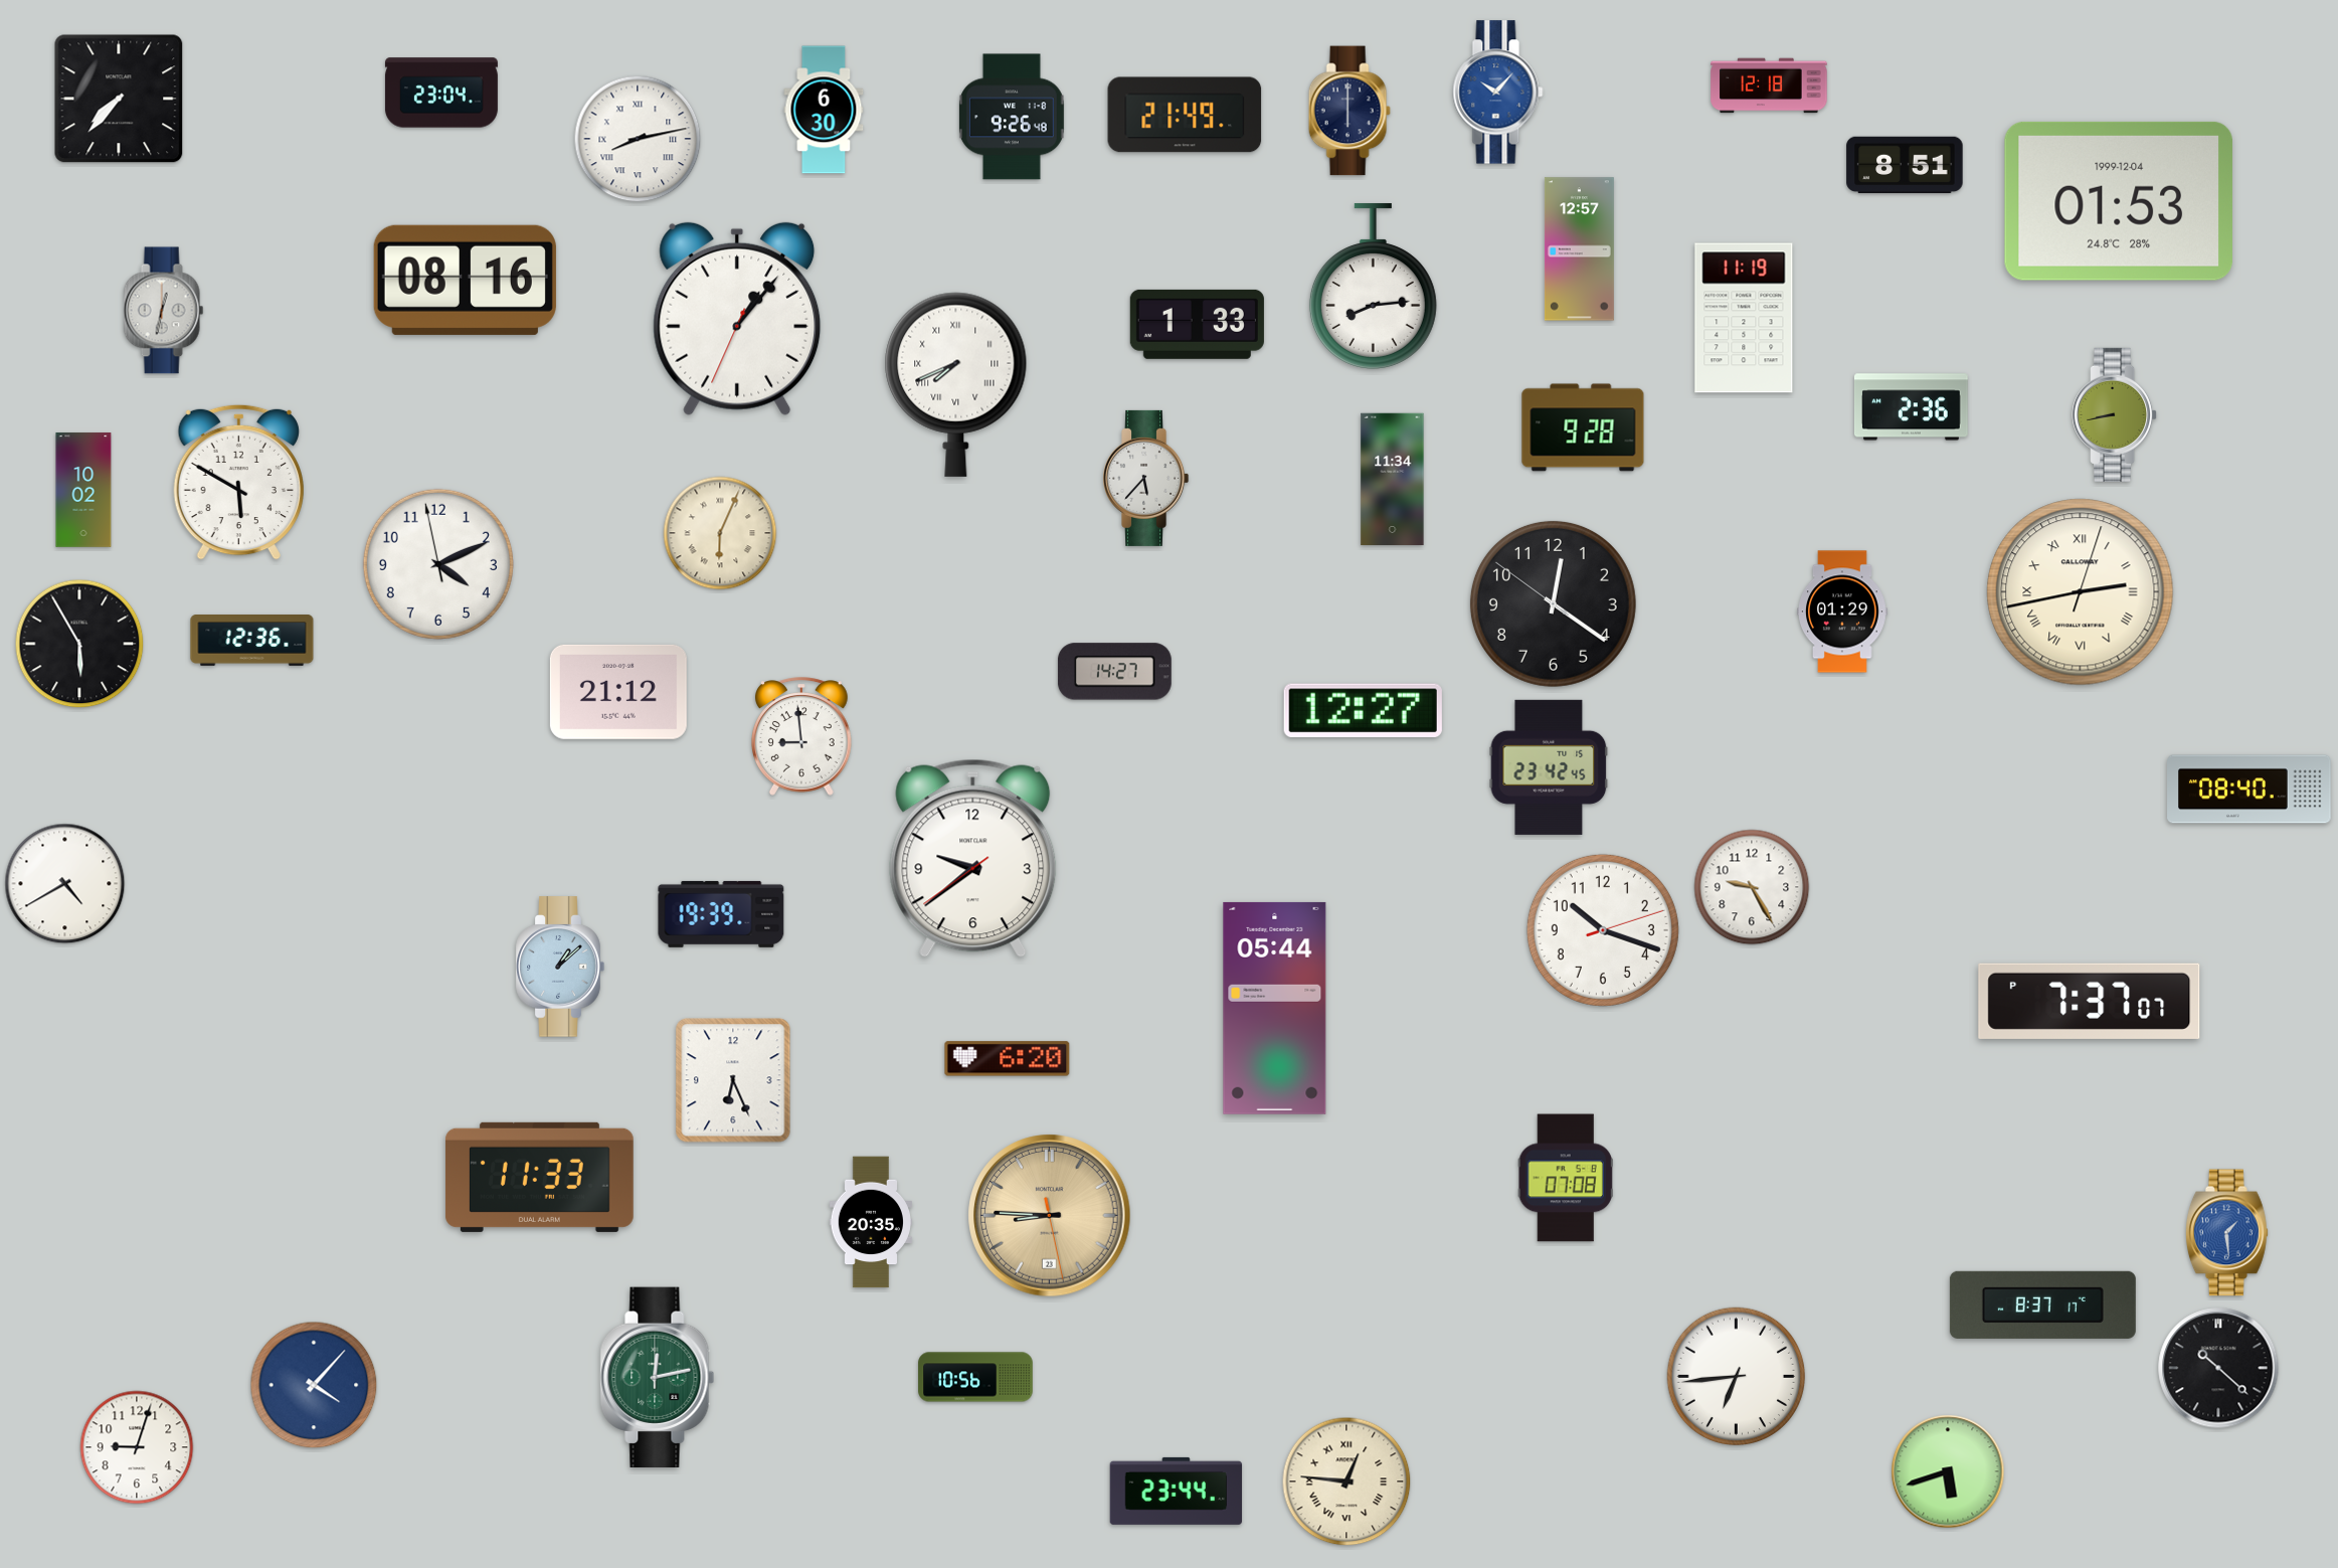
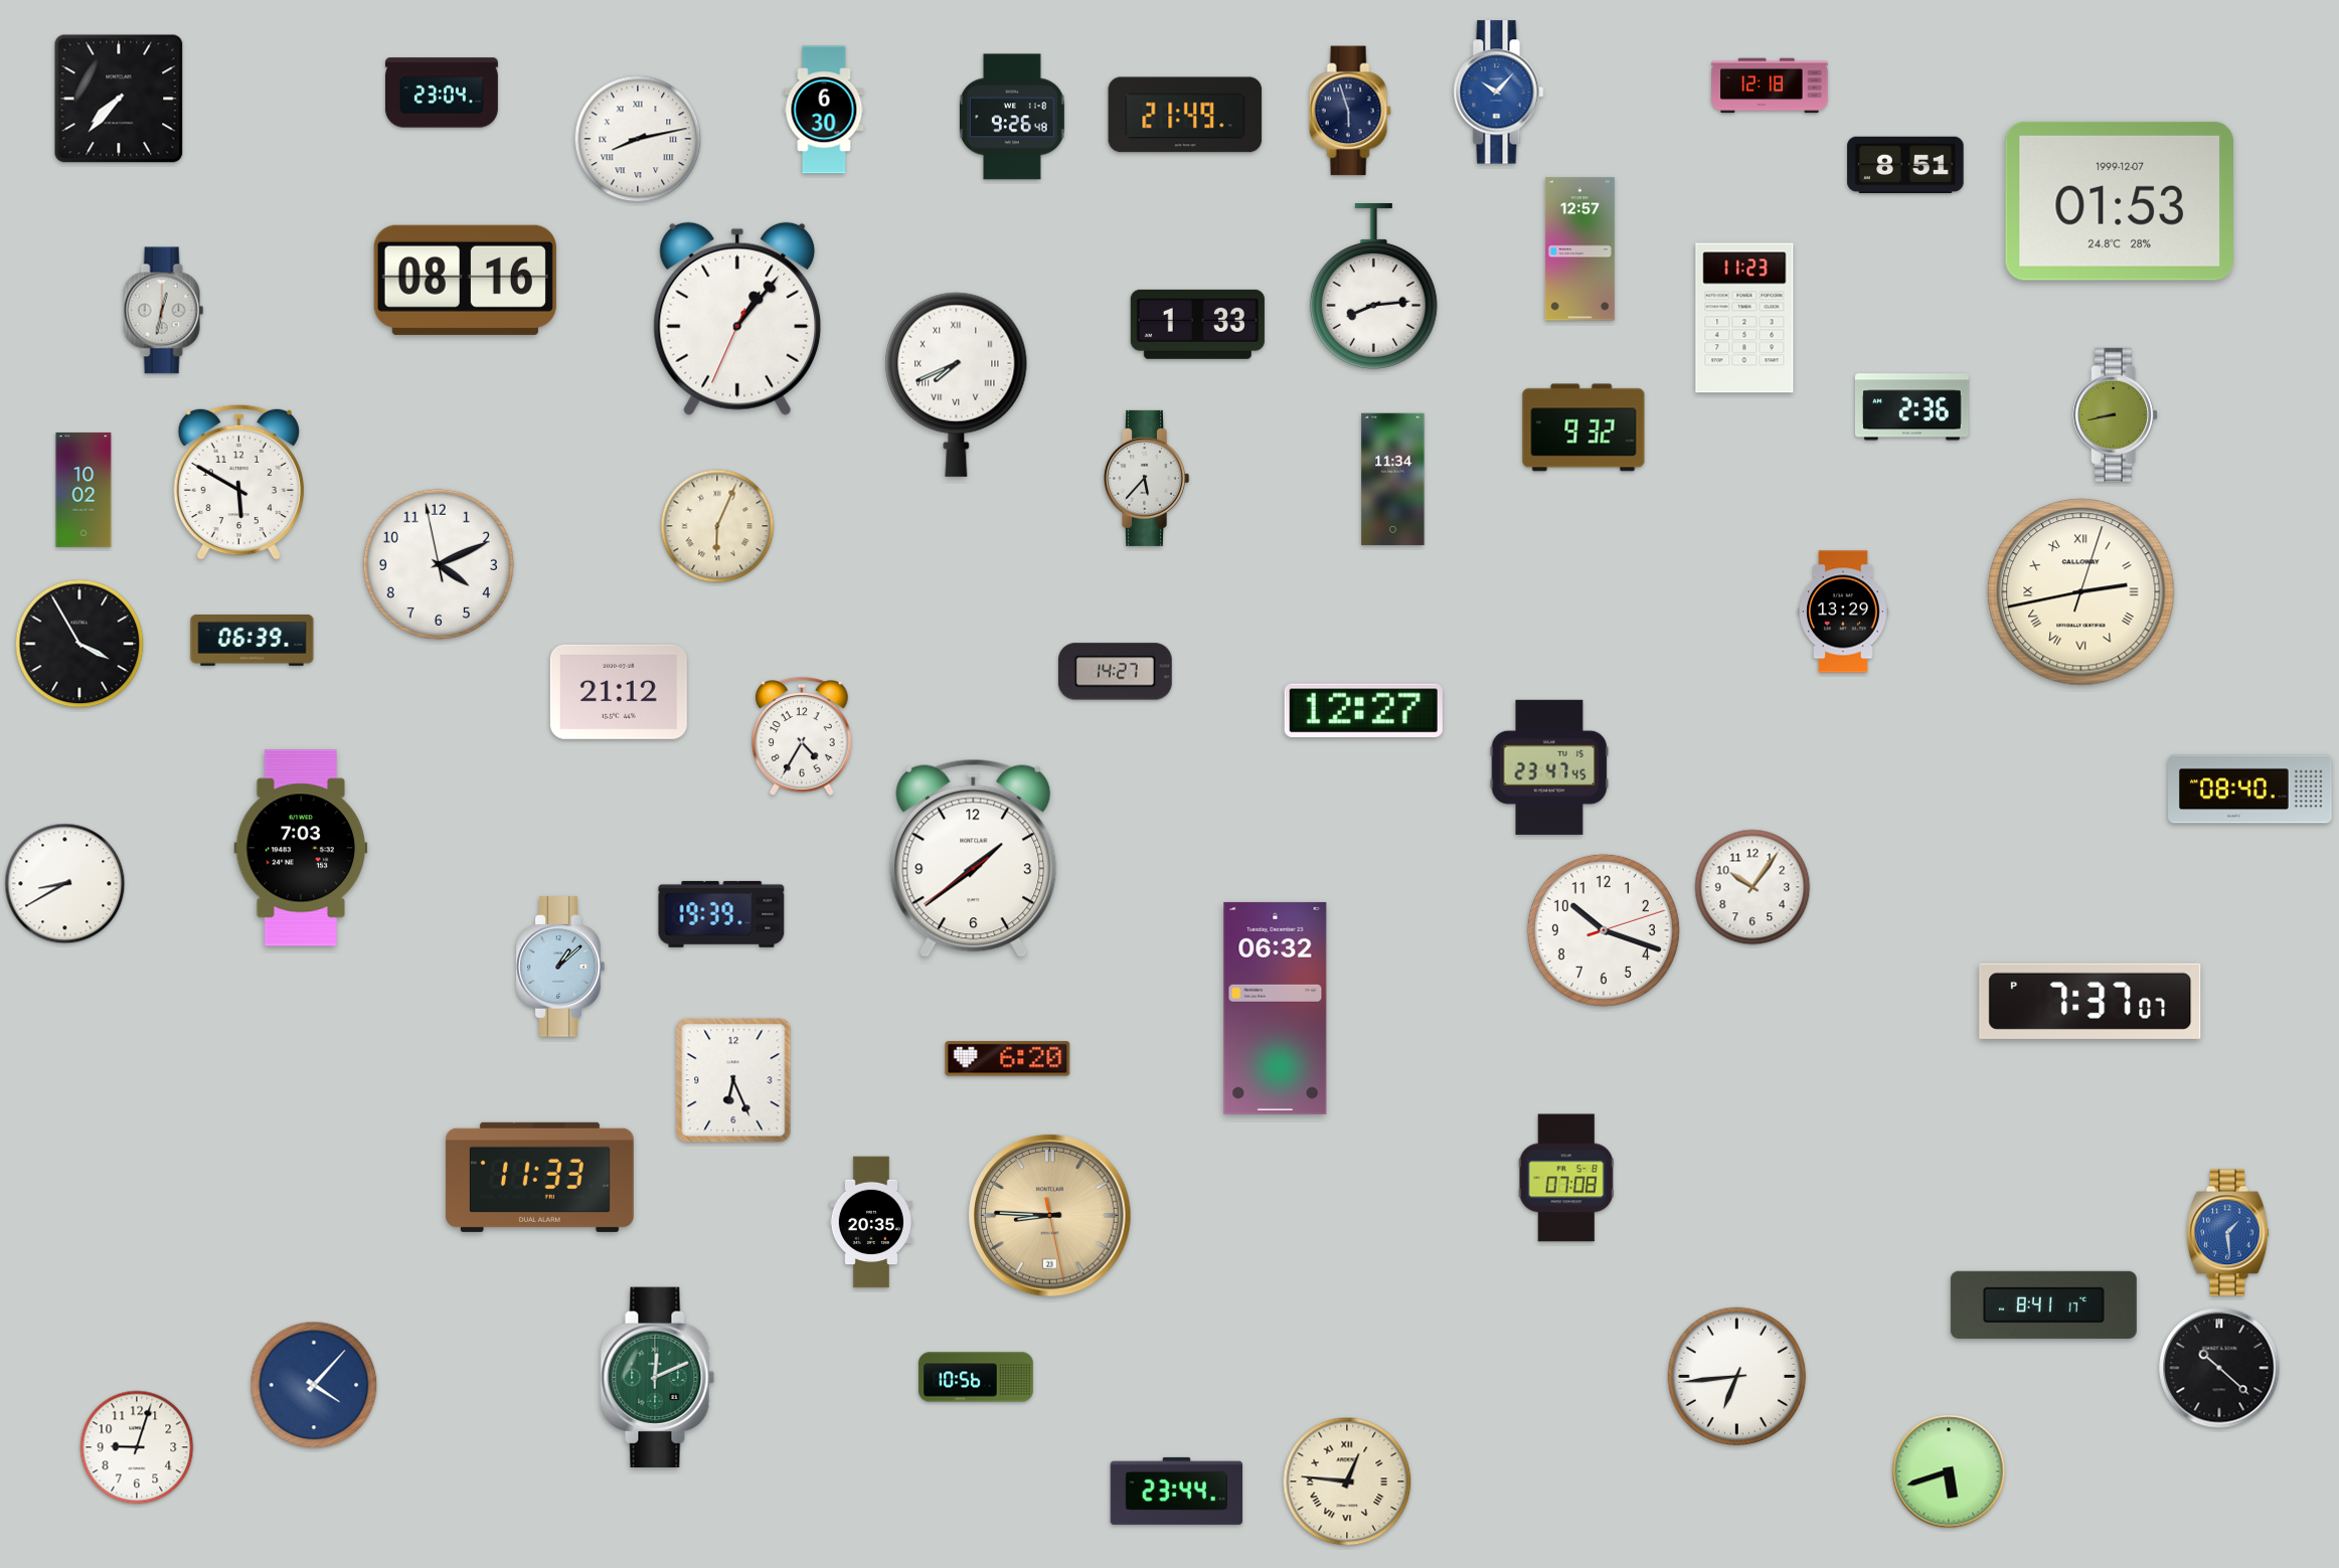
clock at (1350, 111): 6:00 -> 5:57
clock at (2119, 201) date: 1999-12-04 -> 1999-12-07
clock at (1744, 318): 11:19 -> 11:23
clock at (1583, 427): 9:28 -> 9:32
clock at (720, 533) position: (720, 533) -> (717, 526)
clock at (1553, 603): 12:20 -> none
clock at (1842, 612): 01:29 -> 13:29
clock at (252, 641): 12:36 -> 06:39
clock at (79, 644): 5:55 -> 3:55
clock at (802, 736): 8:59 -> 4:35
clock at (1549, 767): 23:42 -> 23:47
clock at (301, 848): none -> 7:03
clock at (973, 859): 9:38 -> 1:38
clock at (65, 884): 4:40 -> 8:40
clock at (1752, 887): 9:25 -> 10:06
clock at (1275, 1008): 05:44 -> 06:32
clock at (2042, 1304): 8:37 -> 8:41
clock at (658, 1377): 12:13 -> 12:11
